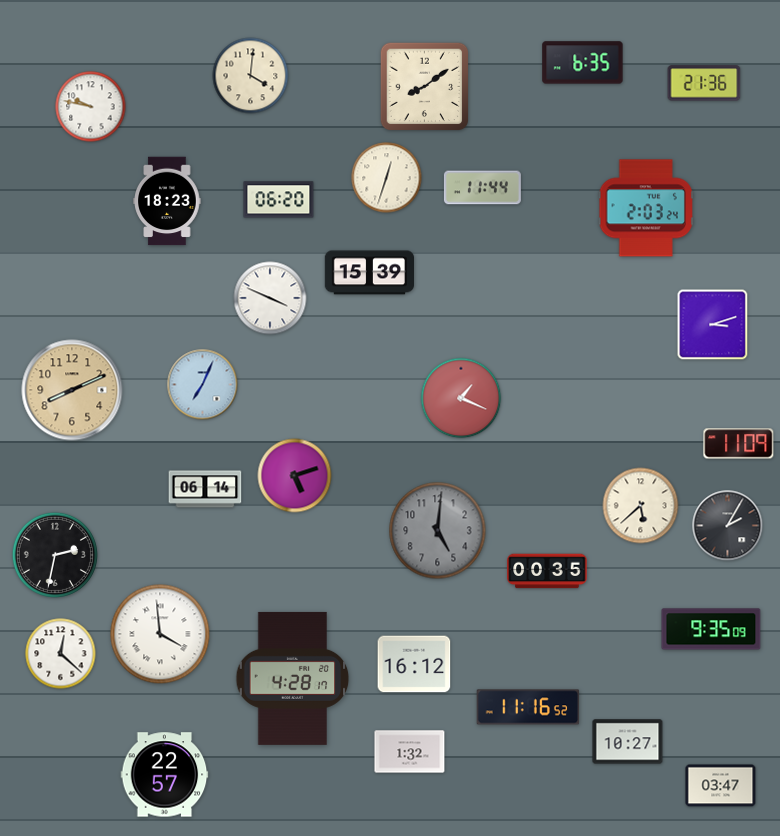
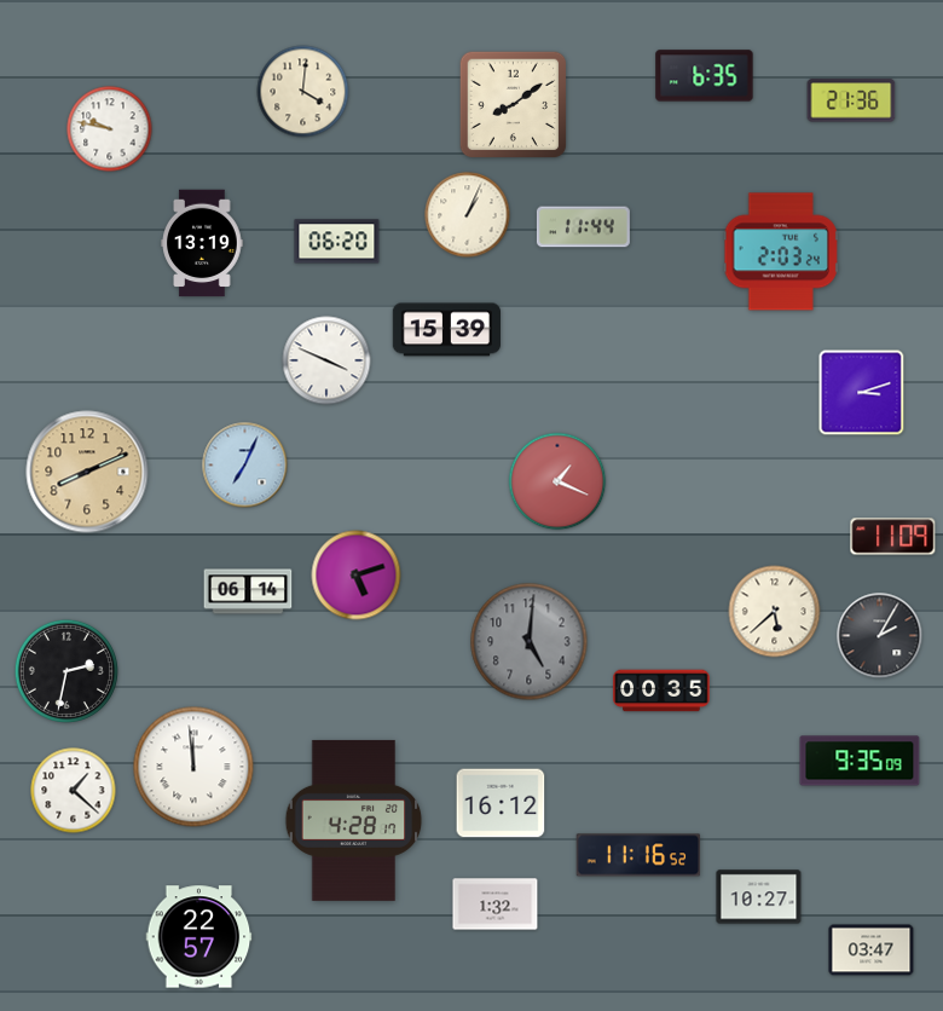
clock at (387, 178): 12:33 -> 1:04
clock at (167, 201): 18:23 -> 13:19
clock at (160, 634): 3:59 -> 11:59
clock at (61, 654): 12:22 -> 1:22
clock at (410, 752) position: (410, 752) -> (496, 905)
